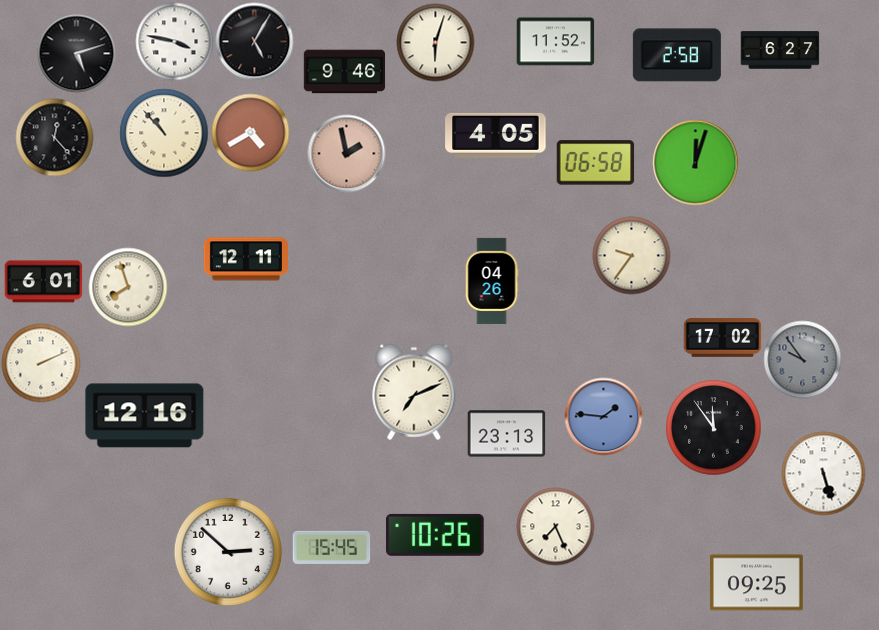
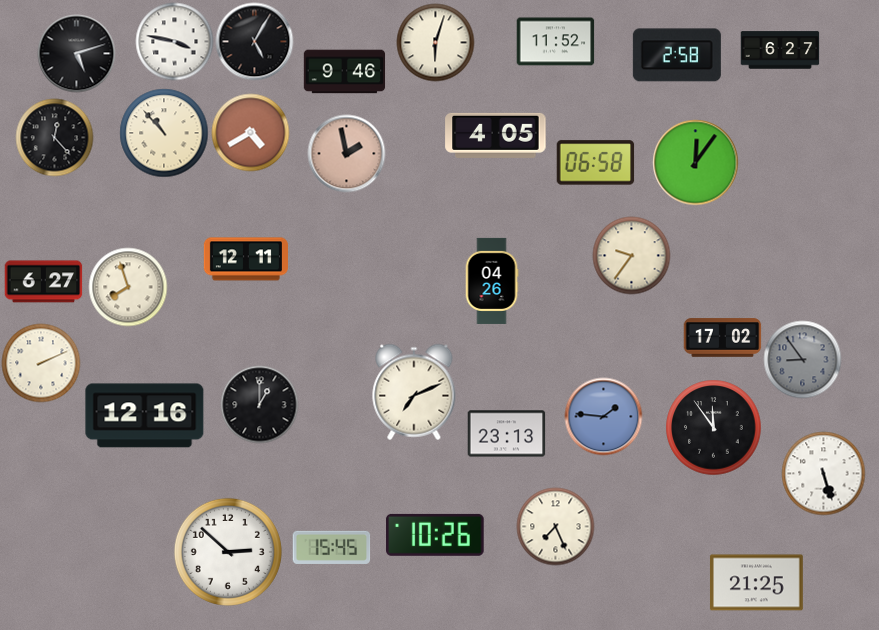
clock at (695, 162): 12:03 -> 12:06
clock at (43, 282): 6:01 -> 6:27
clock at (802, 359): 9:54 -> 8:54
clock at (259, 404): none -> 1:00
clock at (756, 583): 09:25 -> 21:25
